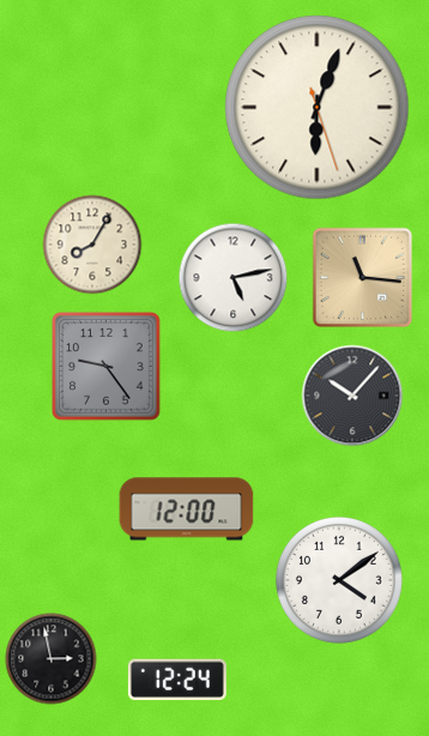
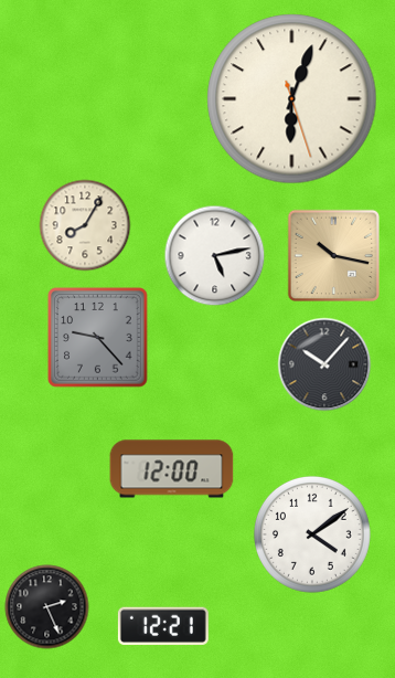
clock at (362, 277): 11:16 -> 10:17
clock at (107, 367): 9:24 -> 9:23
clock at (52, 659): 2:58 -> 2:26
clock at (177, 678): 12:24 -> 12:21
